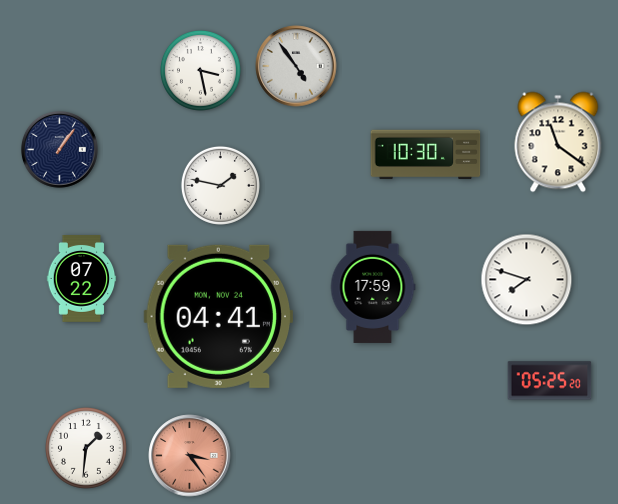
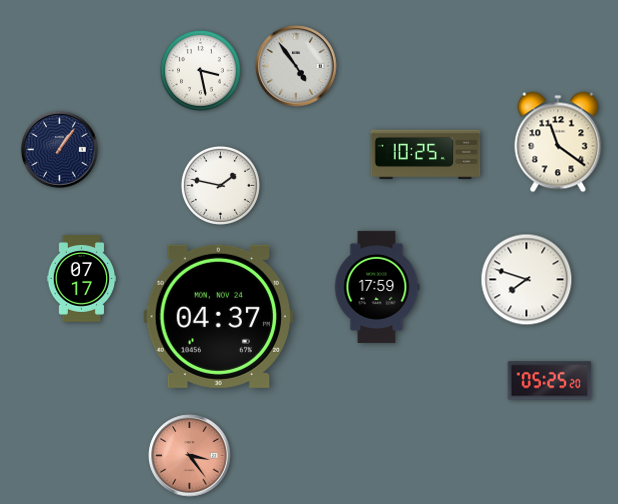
clock at (426, 155): 10:30 -> 10:25
clock at (82, 279): 07:22 -> 07:17
clock at (373, 287) position: (373, 287) -> (377, 287)
clock at (218, 316): 04:41 -> 04:37
clock at (87, 449): 1:31 -> none
